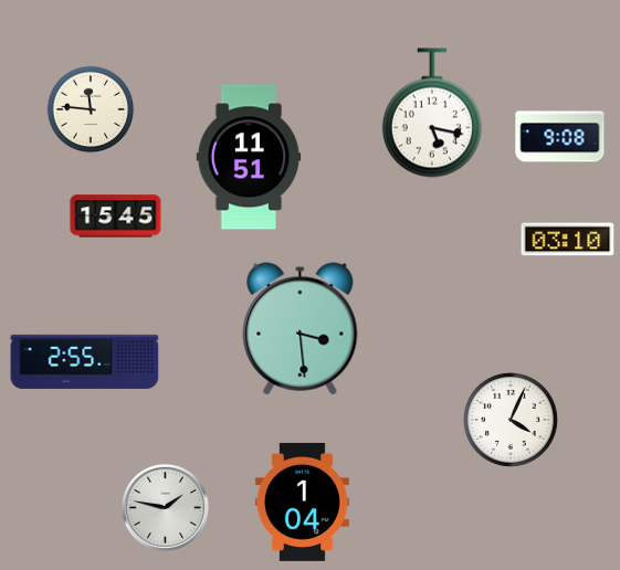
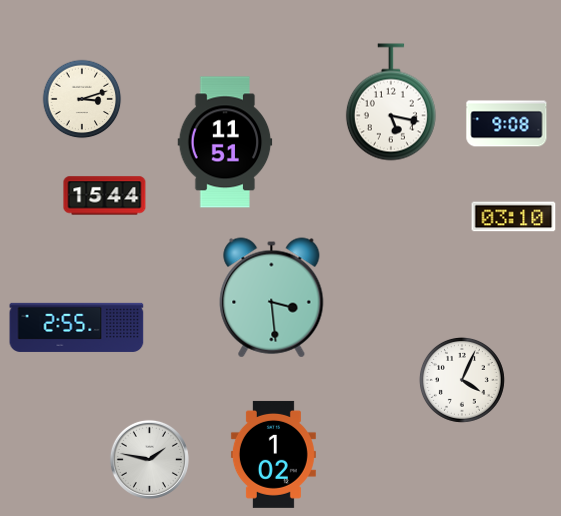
clock at (91, 109): 11:46 -> 3:12
clock at (116, 217): 15:45 -> 15:44
clock at (302, 502): 1:04 -> 1:02
